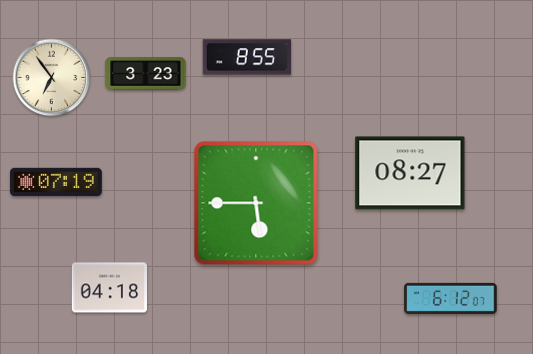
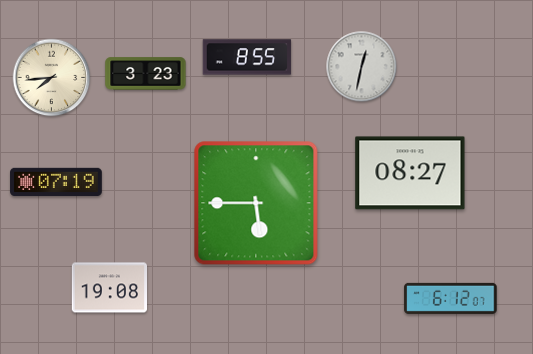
clock at (362, 67): none -> 12:32
clock at (52, 78): 6:54 -> 7:44
clock at (109, 288): 04:18 -> 19:08
